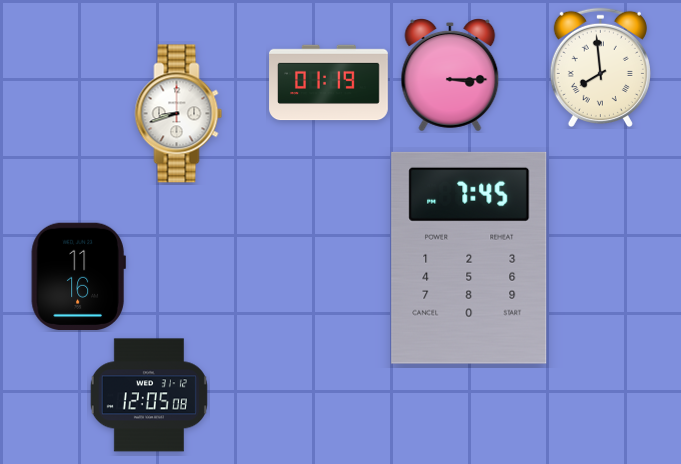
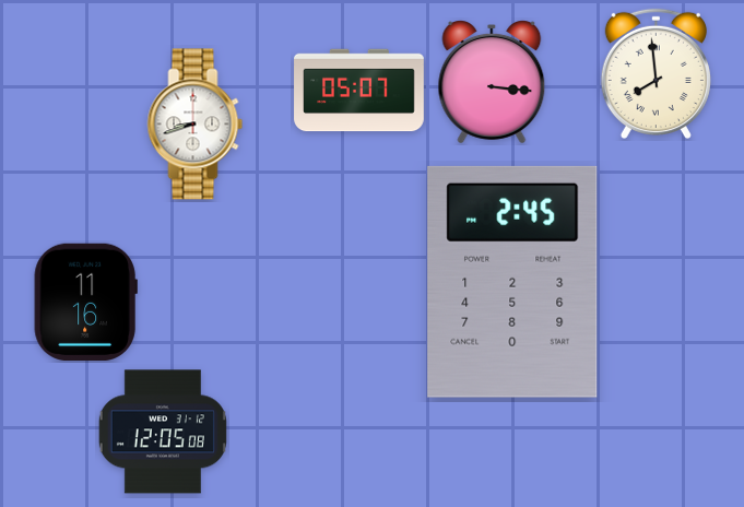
clock at (450, 76): 3:15 -> 3:16
clock at (329, 83): 01:19 -> 05:07
clock at (469, 258): 7:45 -> 2:45
